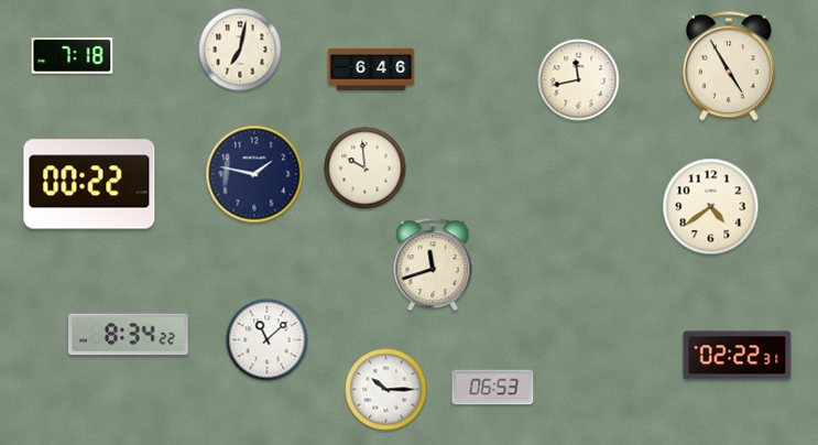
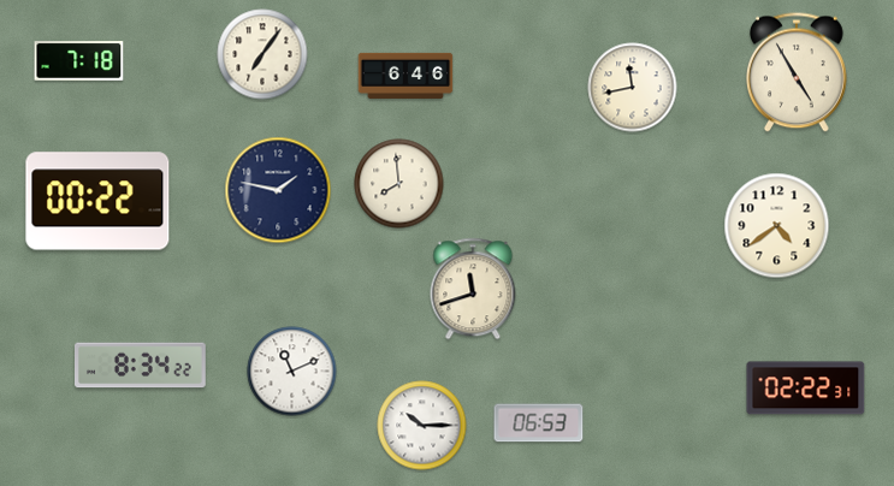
clock at (240, 50): 7:02 -> 7:06
clock at (366, 169): 9:59 -> 7:59
clock at (268, 340): 11:08 -> 11:11
